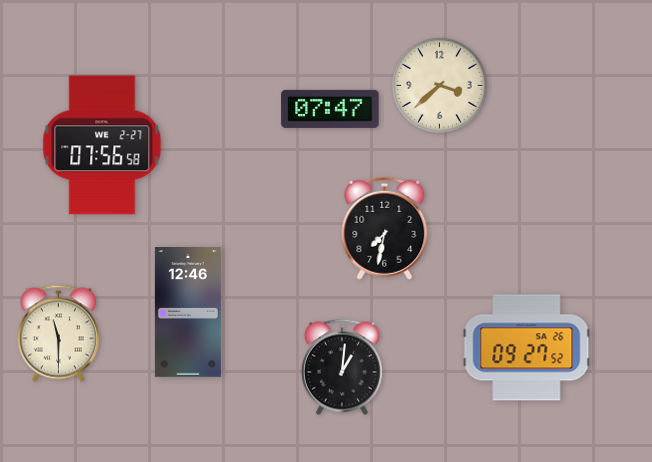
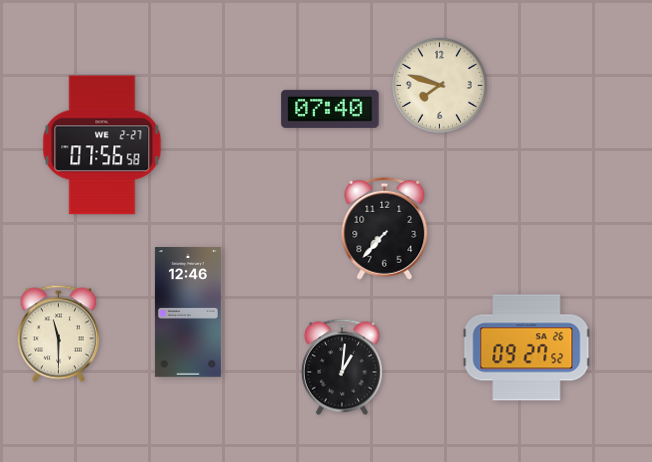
clock at (440, 86): 3:38 -> 7:48
clock at (330, 109): 07:47 -> 07:40
clock at (385, 228): 7:32 -> 7:37
